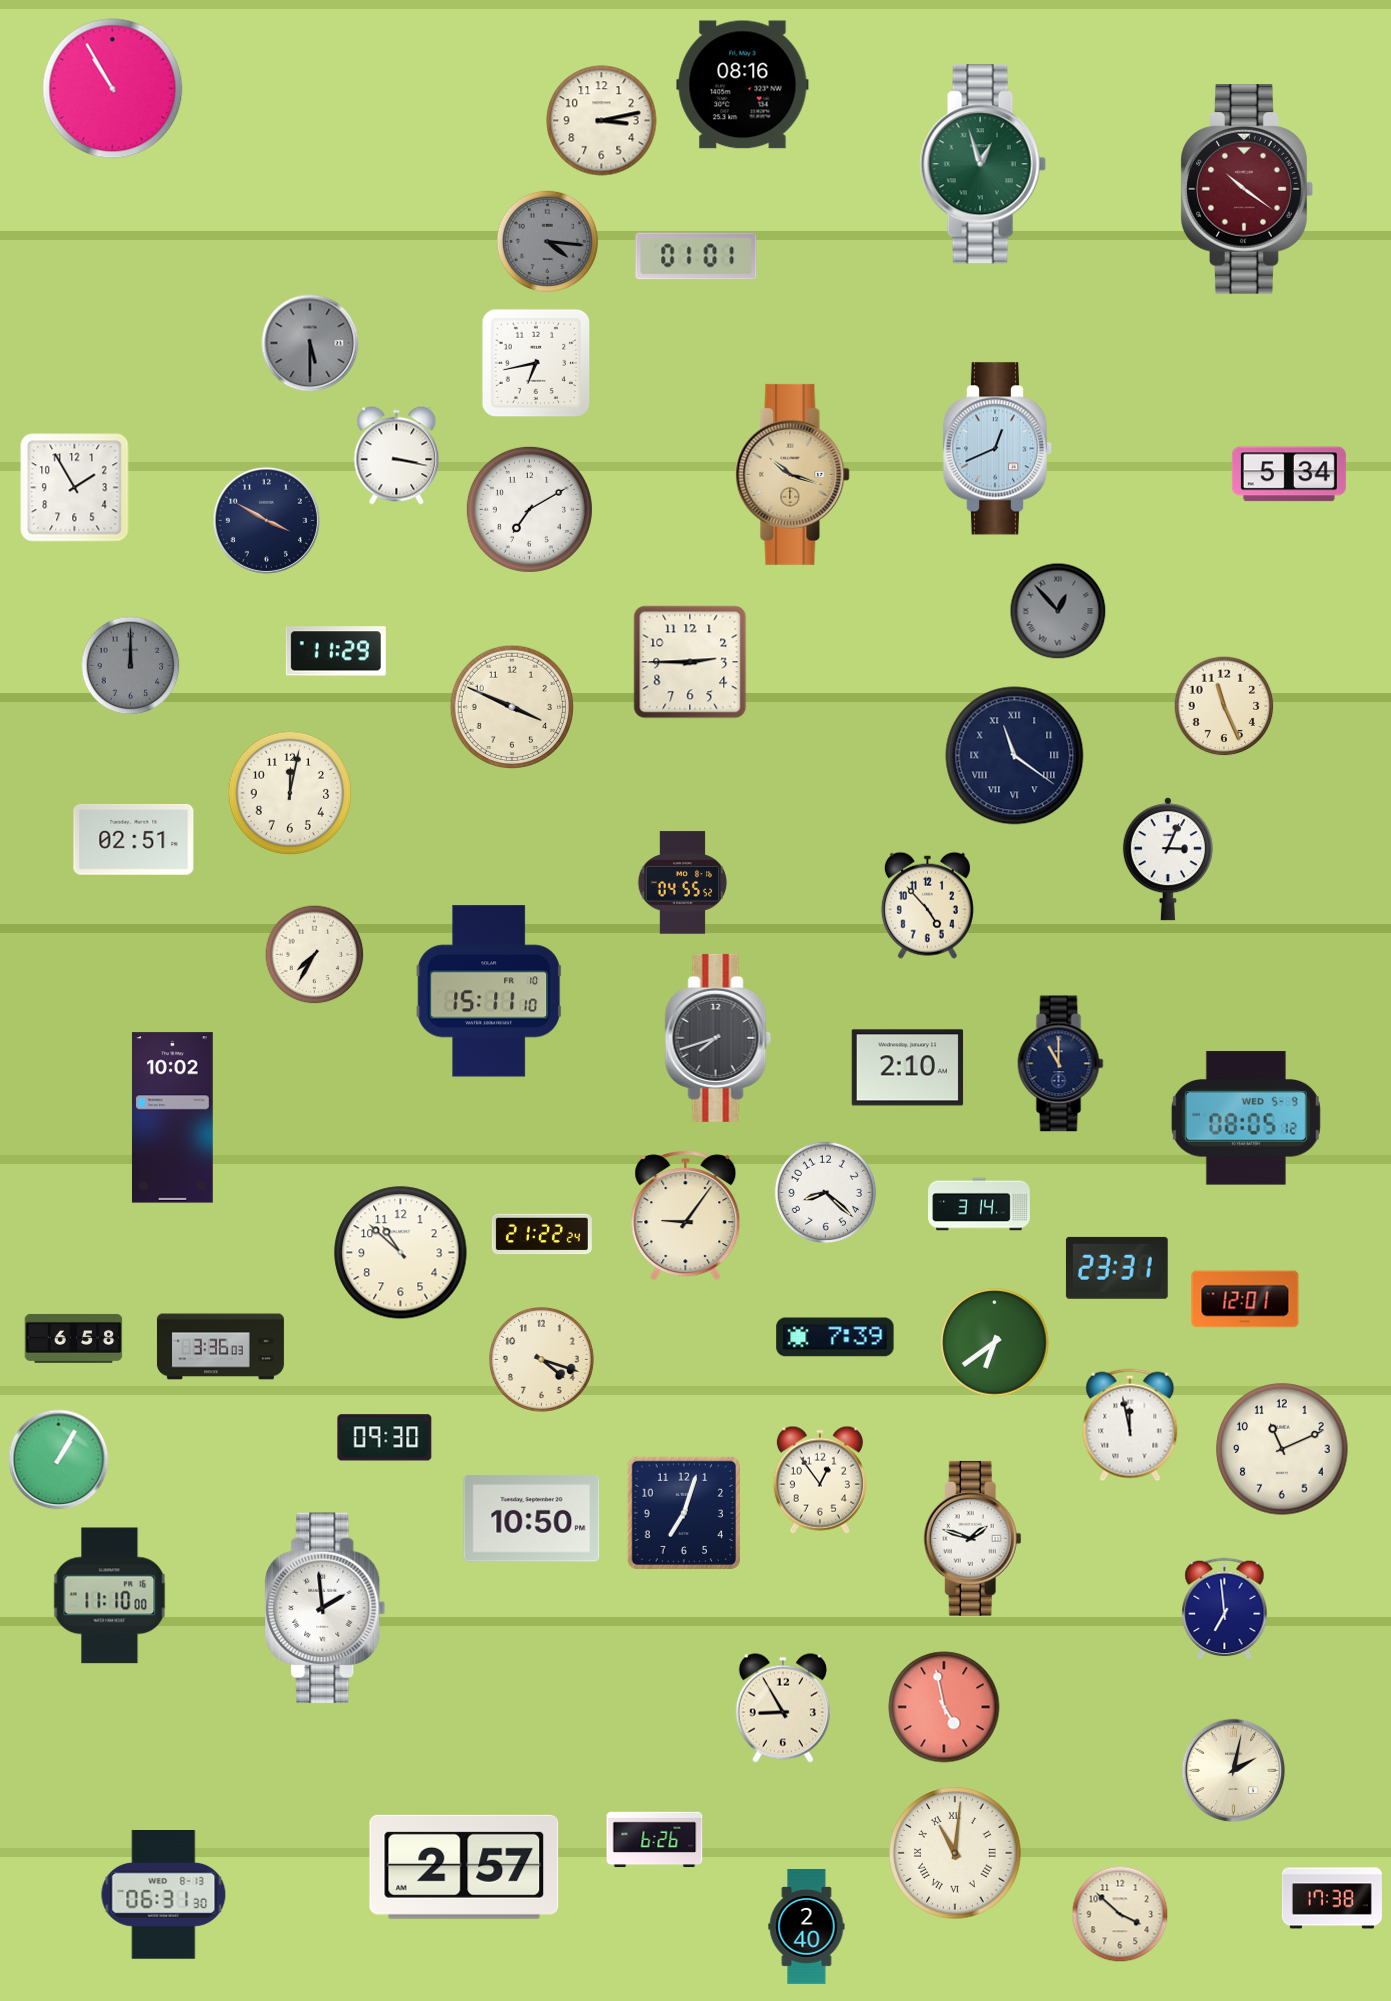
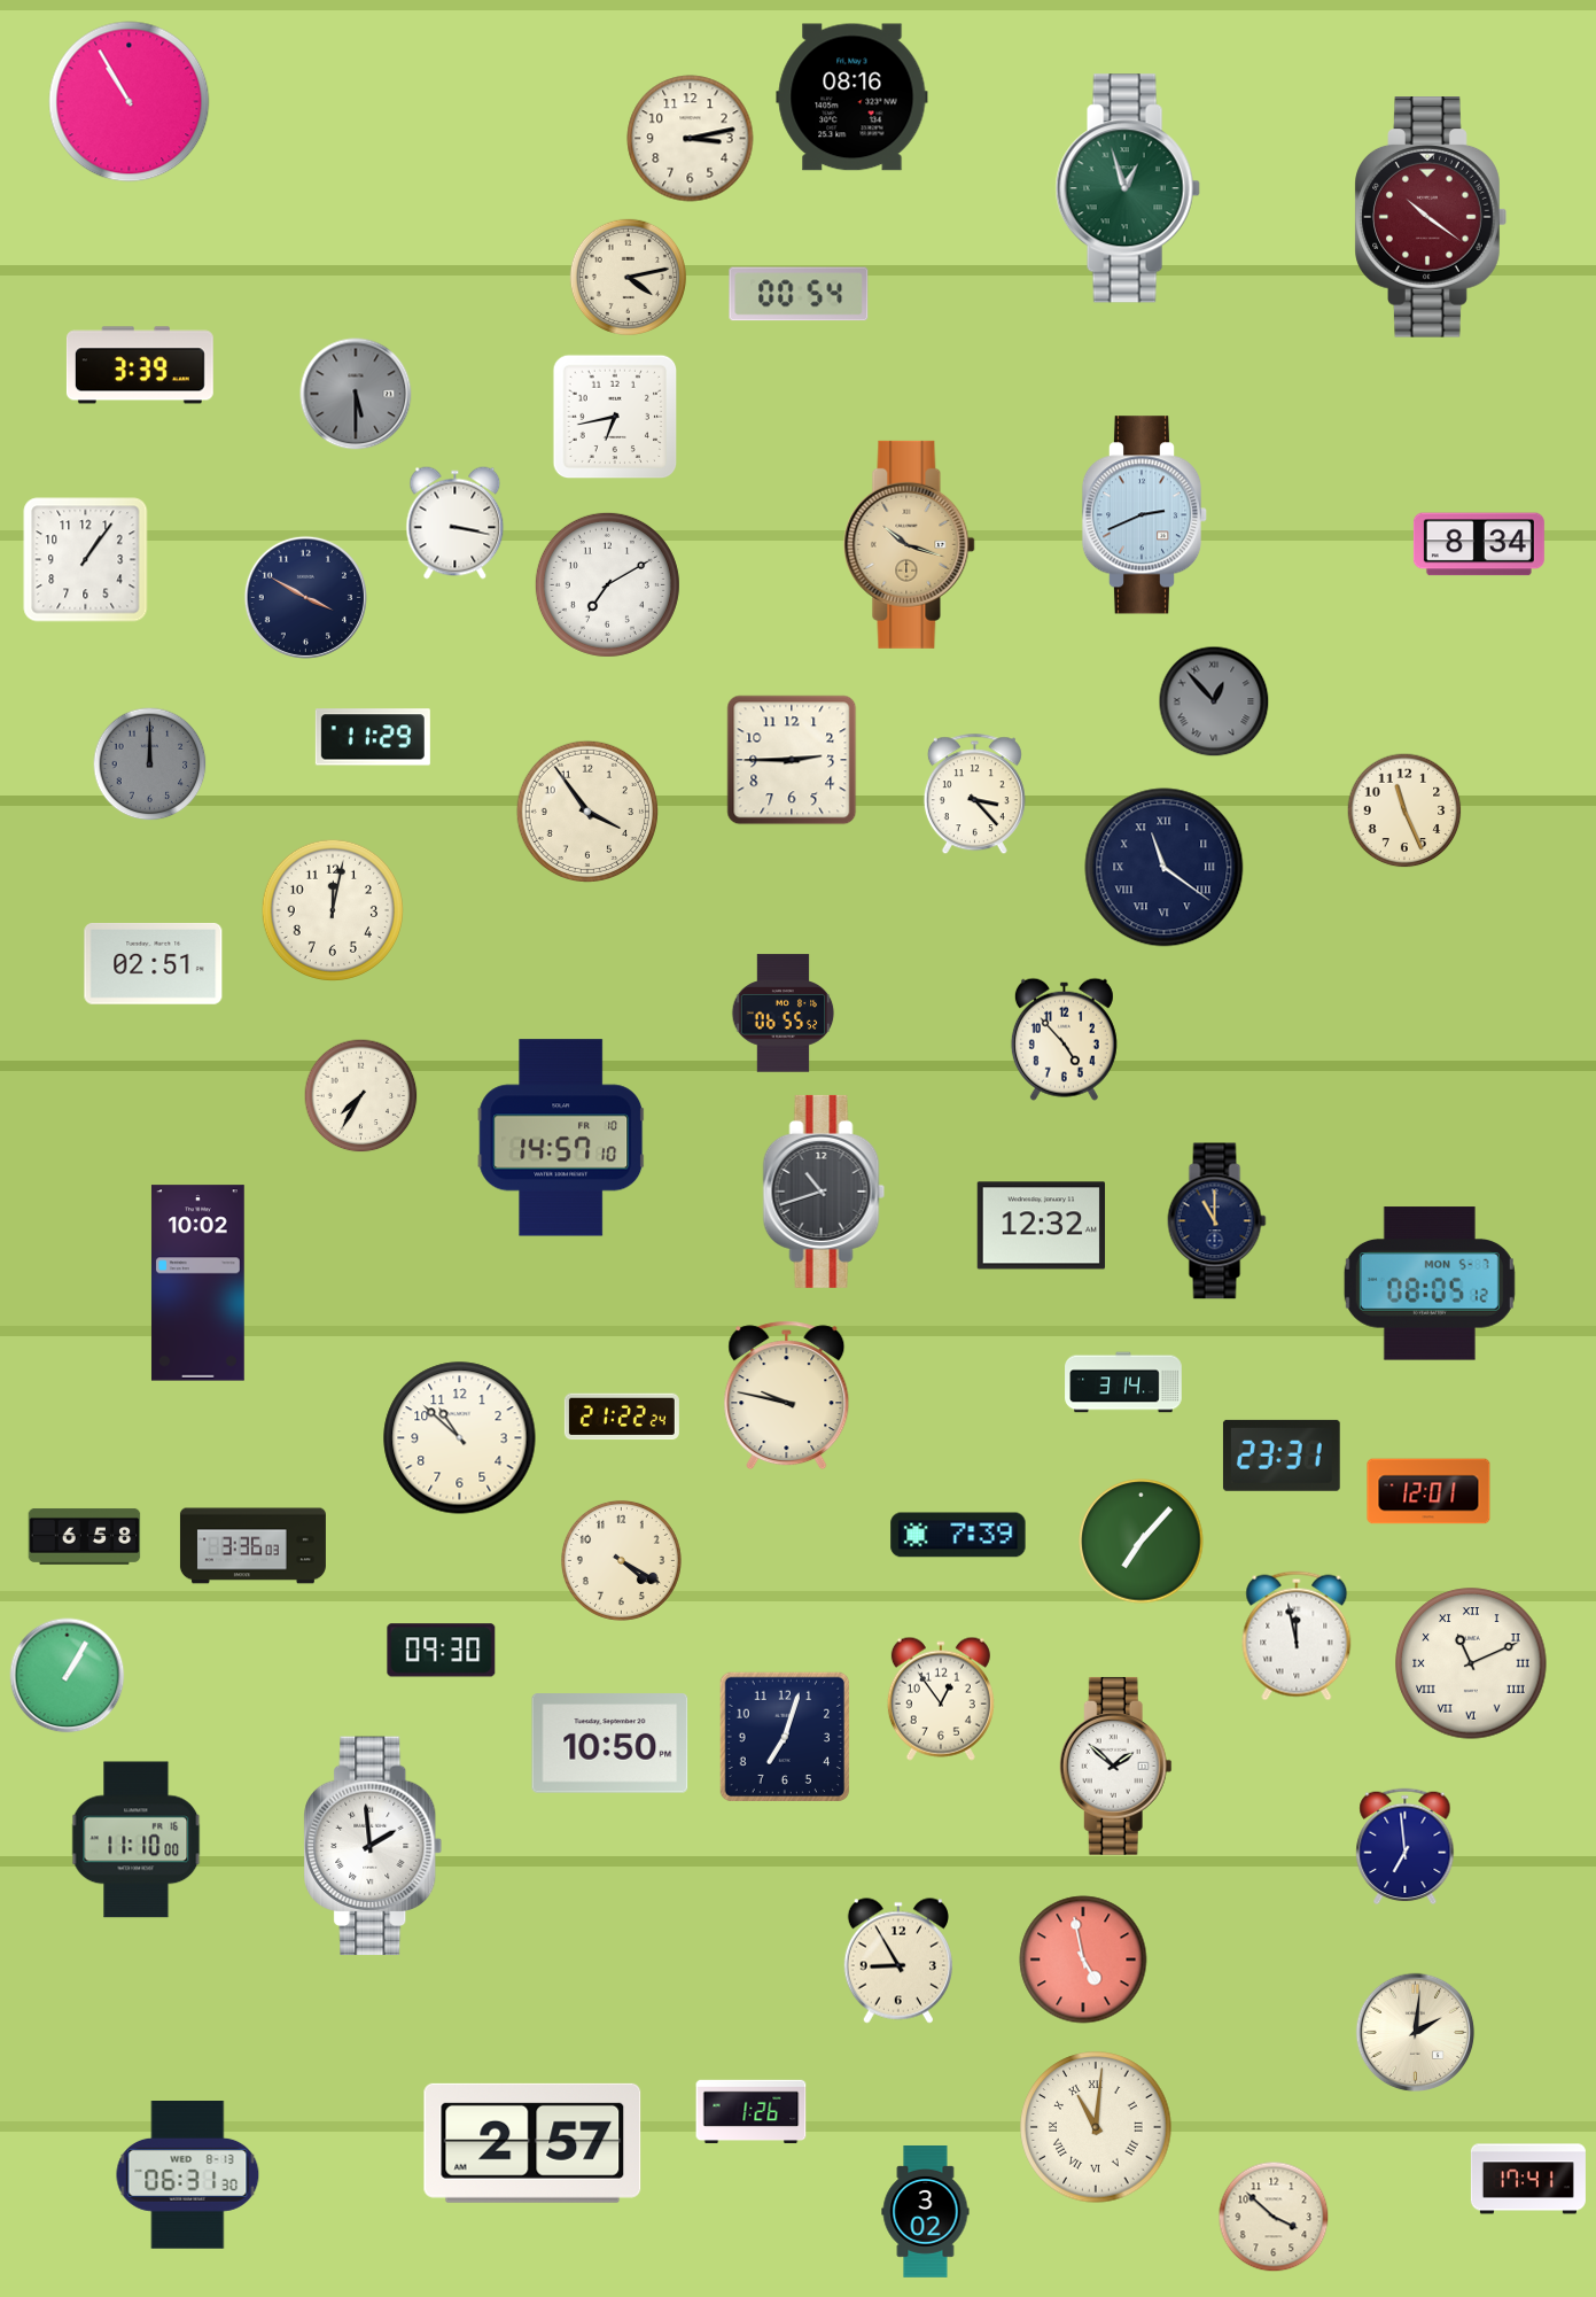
clock at (547, 241): 4:16 -> 4:13
clock at (547, 241) dial: grey -> cream
clock at (696, 256): 01:01 -> 00:54
clock at (140, 365): none -> 3:39
clock at (998, 449): 12:41 -> 2:41
clock at (1289, 474): 5:34 -> 8:34
clock at (75, 488): 1:55 -> 1:06
clock at (336, 651) position: (336, 651) -> (373, 737)
clock at (974, 794): none -> 3:23
clock at (511, 706): 3:49 -> 3:54
clock at (1168, 859): 3:04 -> none
clock at (683, 883): 04:55 -> 06:55
clock at (489, 991): 15:11 -> 14:57
clock at (718, 1038): 7:42 -> 10:42
clock at (908, 1068): 2:10 -> 12:32
clock at (1246, 1118) date: WED 5-9 -> MON 5-7
clock at (825, 1192): 8:22 -> none
clock at (686, 1216): 9:06 -> 9:47
clock at (995, 1343): 6:39 -> 7:07
clock at (541, 1359): 4:18 -> 4:20
clock at (1282, 1449) numerals: Arabic -> Roman
clock at (972, 1538): 1:48 -> 1:52
clock at (110, 1596) position: (110, 1596) -> (137, 1840)
clock at (1234, 1771): 2:02 -> 2:01
clock at (655, 1840): 6:26 -> 1:26
clock at (1332, 1898): 17:38 -> 17:41
clock at (1120, 1914) position: (1120, 1914) -> (1274, 2217)
clock at (807, 1927): 2:40 -> 3:02
